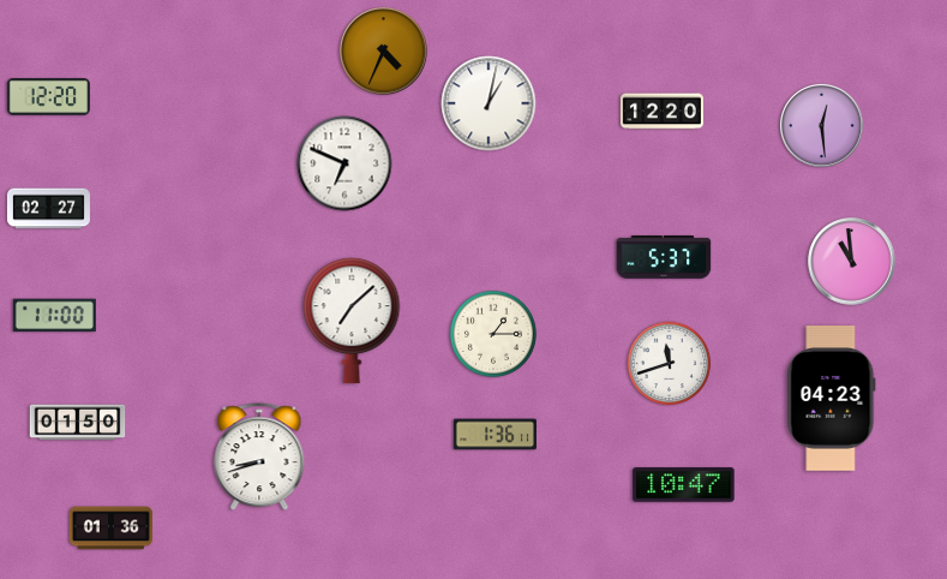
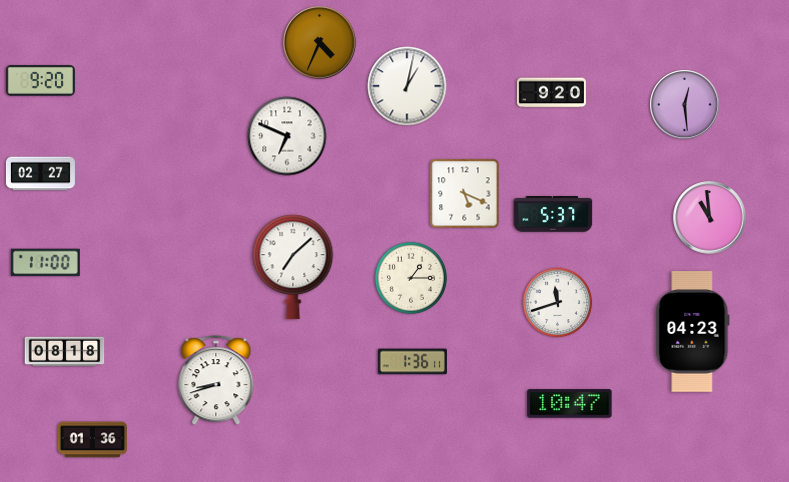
clock at (48, 97): 12:20 -> 9:20
clock at (661, 112): 12:20 -> 9:20
clock at (465, 194): none -> 5:19
clock at (78, 423): 01:50 -> 08:18
